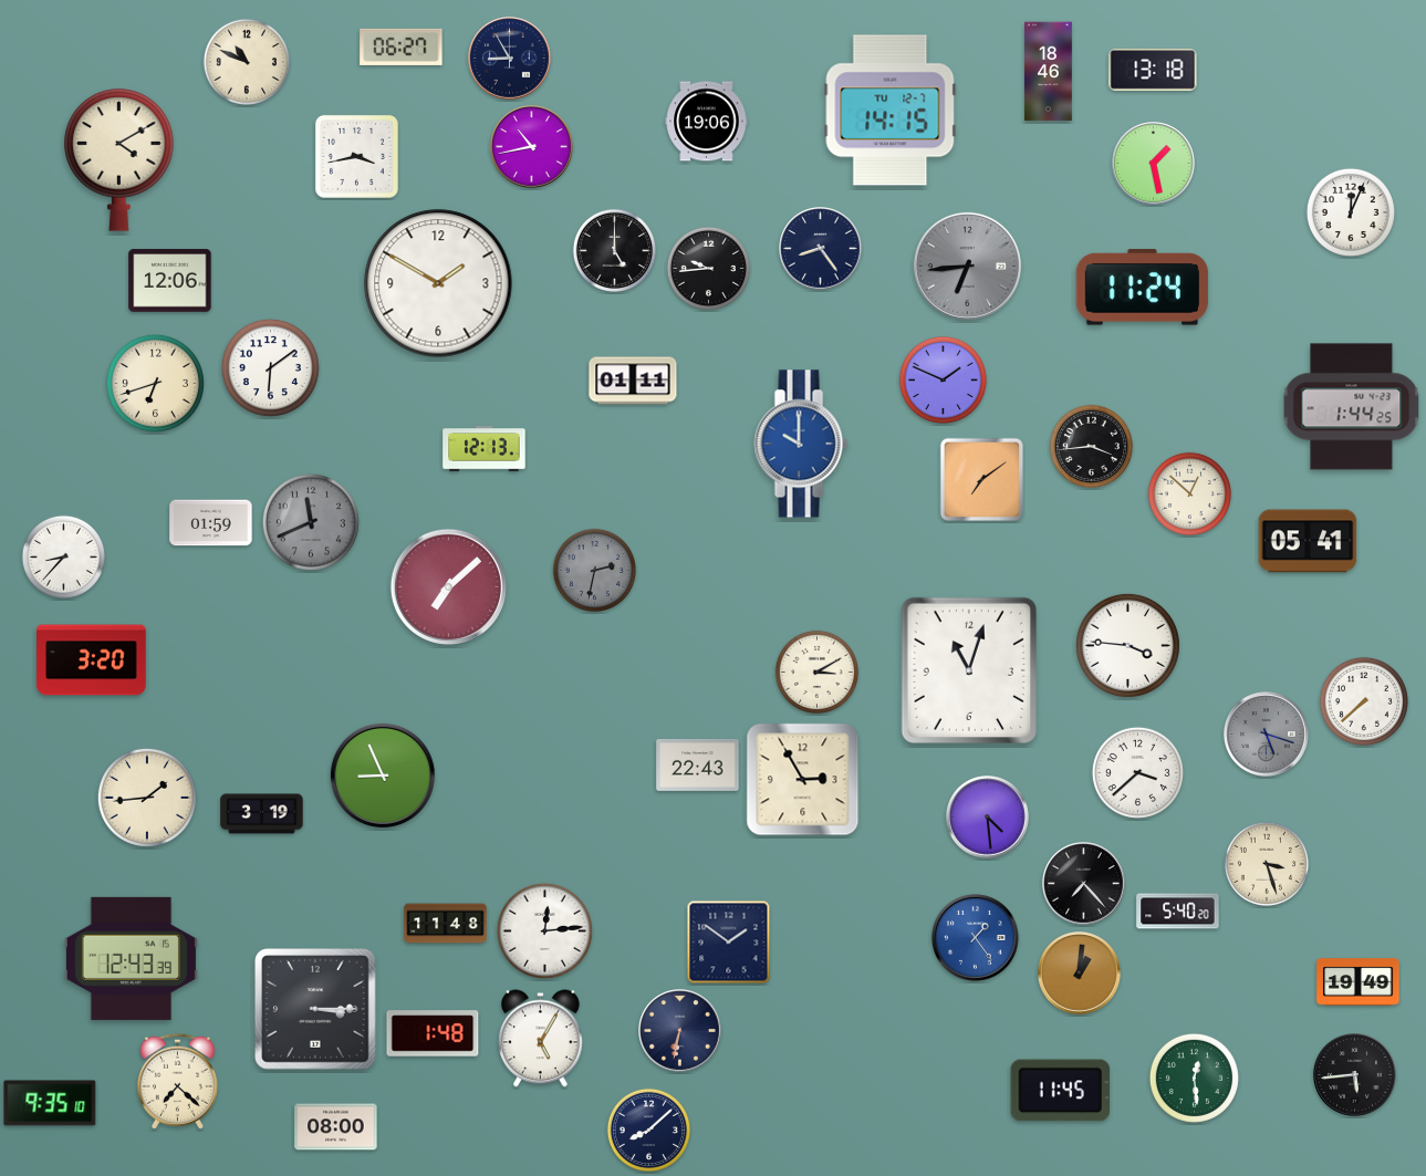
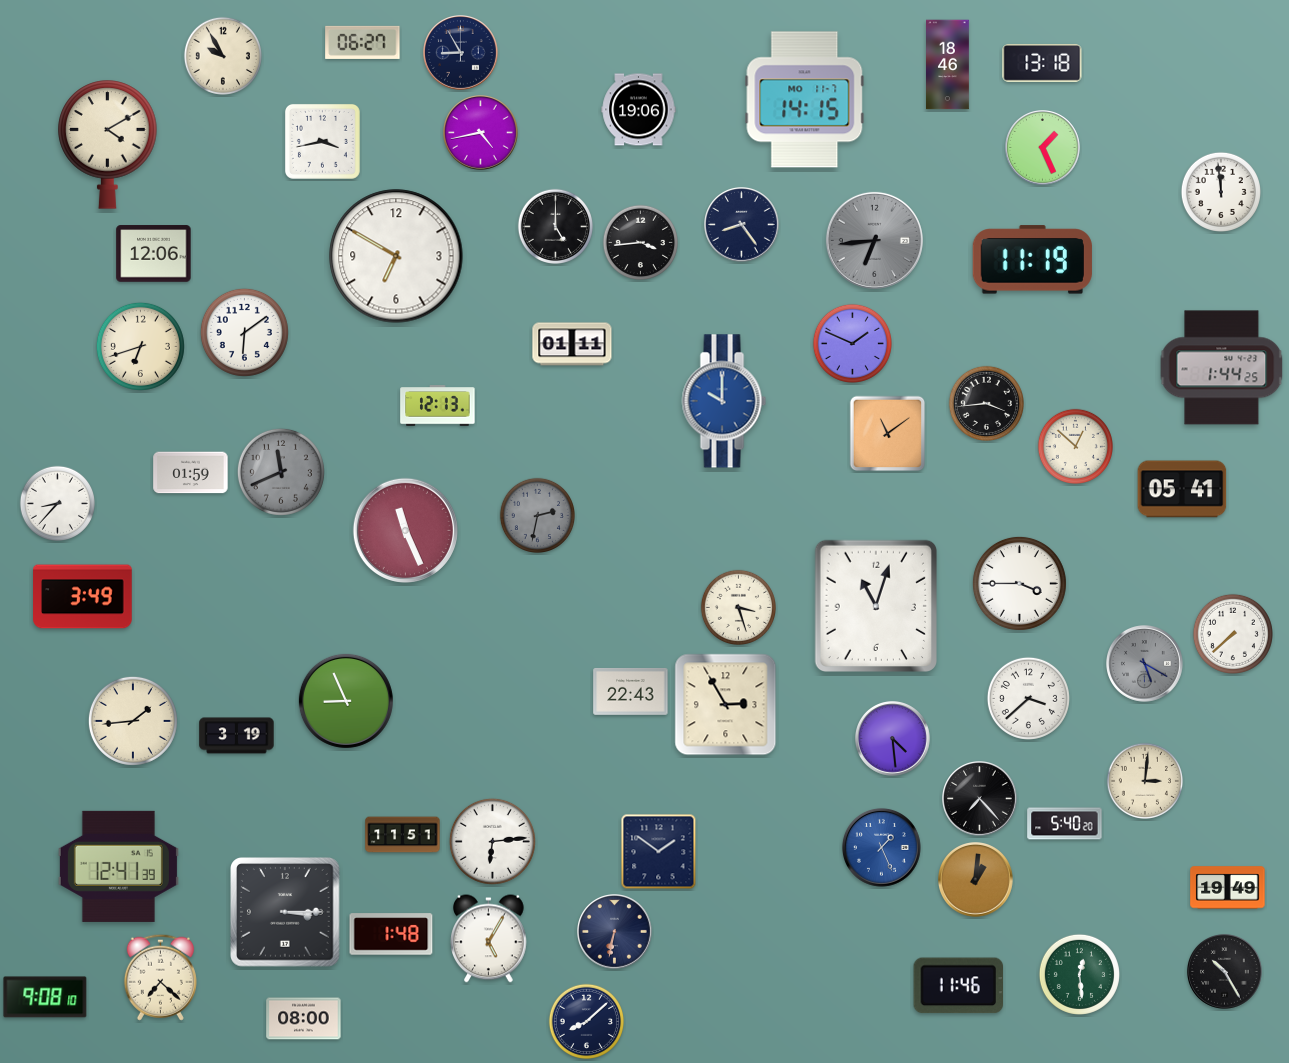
clock at (247, 62): 10:49 -> 9:55
clock at (891, 111) date: TU 12-7 -> MO 11-7
clock at (532, 147): 10:43 -> 4:43
clock at (1154, 164): 1:28 -> 1:26
clock at (1351, 212): 12:04 -> 11:59
clock at (708, 268): 9:44 -> 3:44
clock at (438, 283): 1:50 -> 6:50
clock at (1142, 288): 11:24 -> 11:19
clock at (982, 480): 7:09 -> 11:09
clock at (448, 586): 7:08 -> 11:26
clock at (1127, 645): 3:46 -> 3:45
clock at (92, 660): 3:20 -> 3:49
clock at (816, 672): 3:10 -> 3:27
clock at (1267, 735): 5:18 -> 5:20
clock at (1266, 863): 3:27 -> 3:01
clock at (446, 924): 11:48 -> 11:51
clock at (544, 930): 12:14 -> 6:14
clock at (975, 937): 1:24 -> 1:26
clock at (131, 958): 12:43 -> 12:41
clock at (1355, 1075): 5:44 -> 10:25
clock at (1061, 1091): 11:45 -> 11:46
clock at (50, 1103): 9:35 -> 9:08
